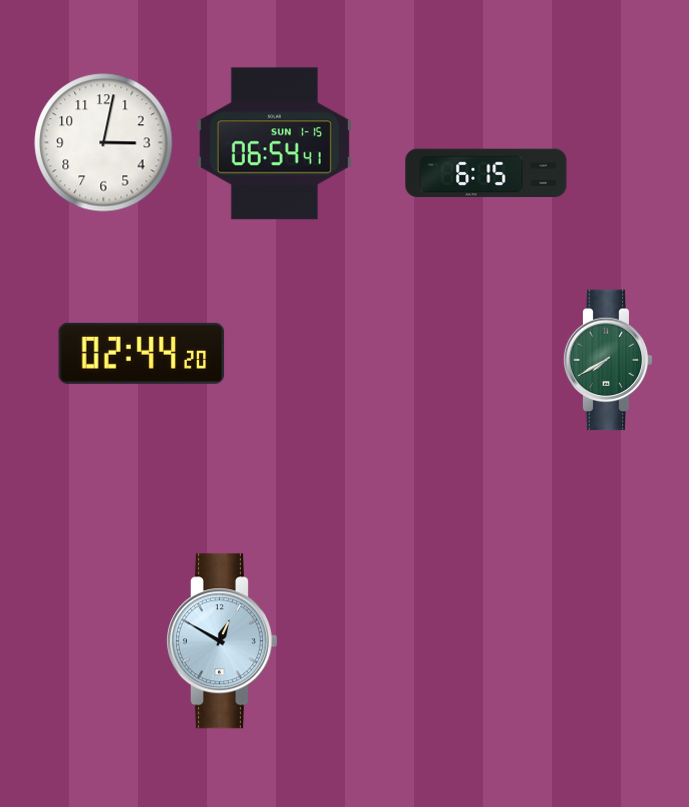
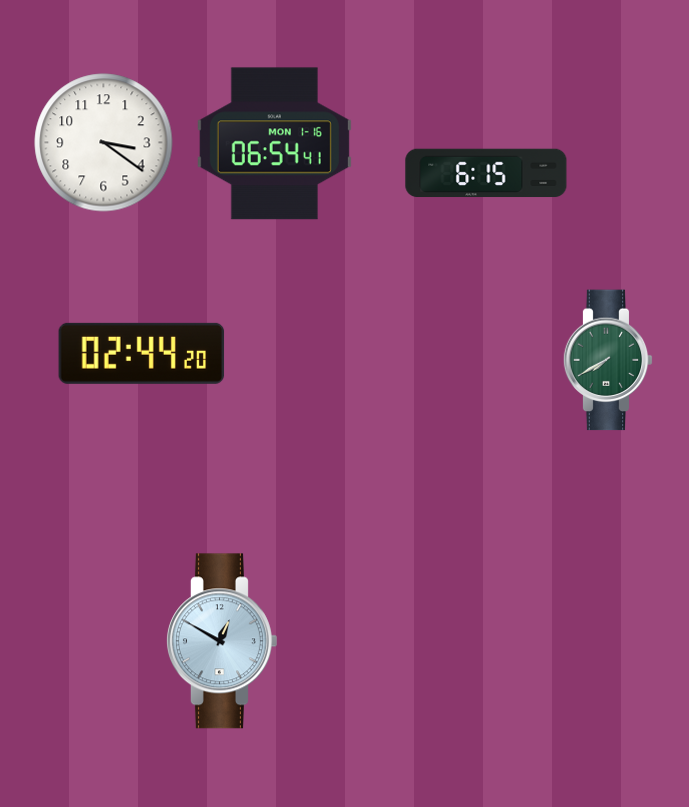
clock at (104, 143): 3:02 -> 3:21
clock at (274, 144) date: SUN 1-15 -> MON 1-16
